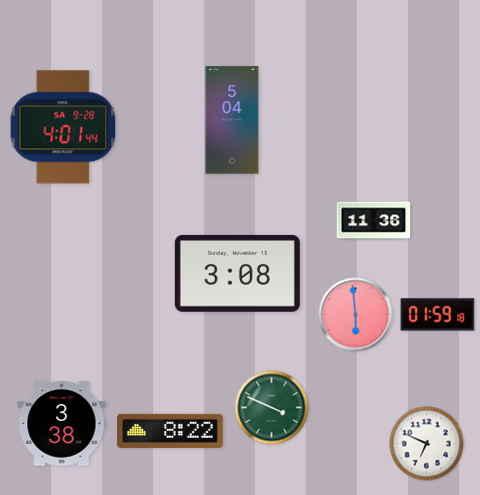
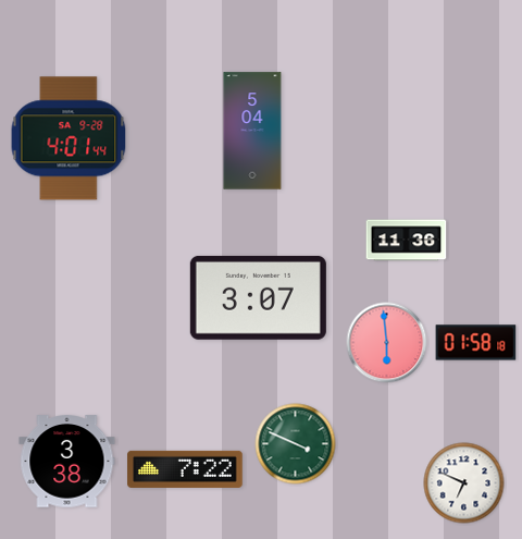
clock at (237, 273): 3:08 -> 3:07
clock at (438, 315): 01:59 -> 01:58
clock at (170, 431): 8:22 -> 7:22
